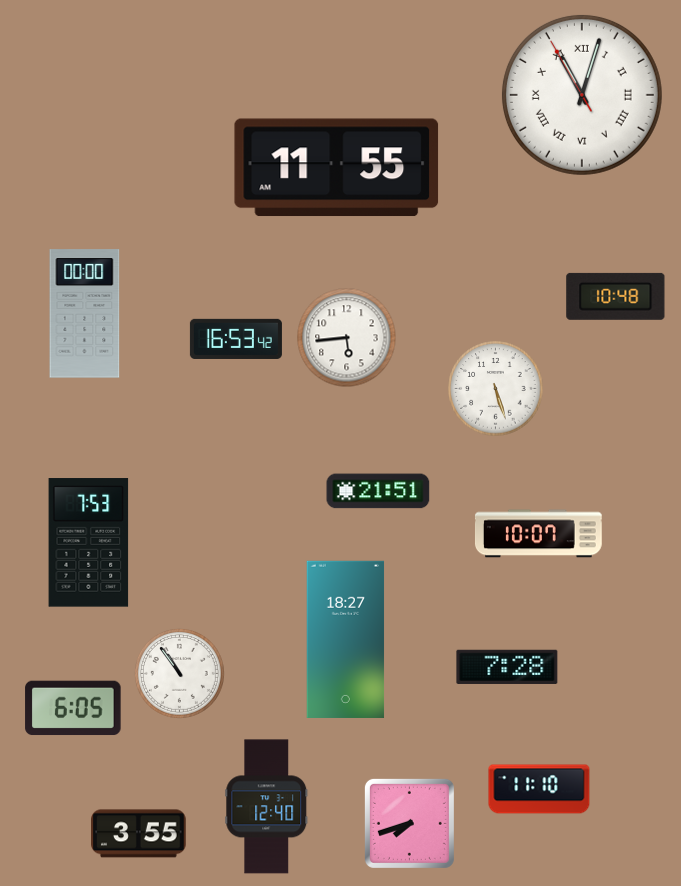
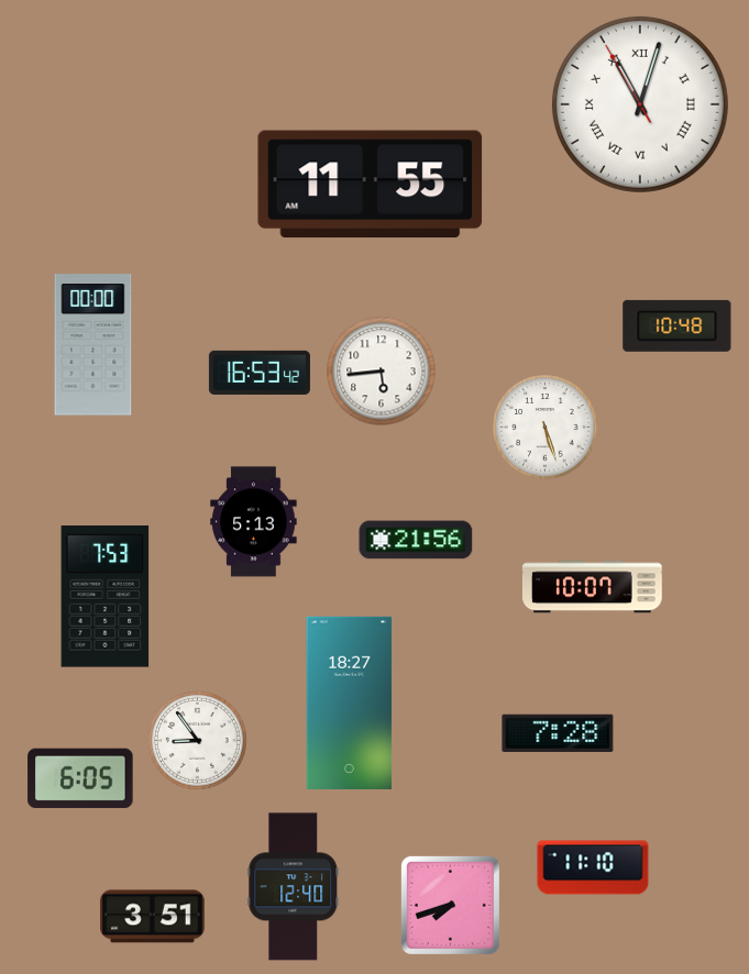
clock at (254, 522): none -> 5:13
clock at (378, 491): 21:51 -> 21:56
clock at (89, 543) position: (89, 543) -> (106, 597)
clock at (346, 639) position: (346, 639) -> (350, 702)
clock at (179, 673): 10:54 -> 8:54
clock at (139, 834): 3:55 -> 3:51
